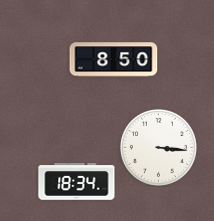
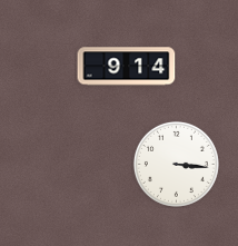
clock at (114, 60): 8:50 -> 9:14
clock at (77, 182): 18:34 -> none
